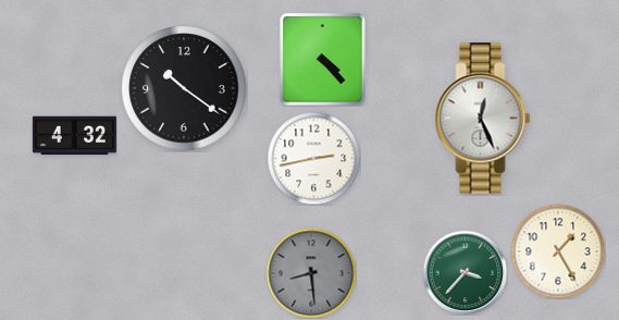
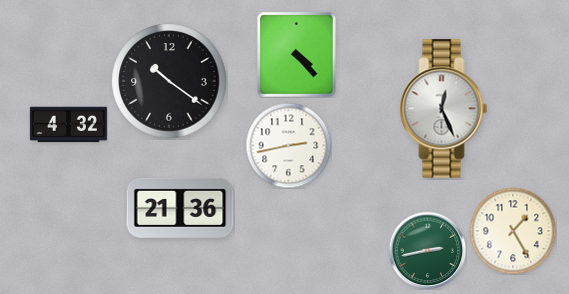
clock at (180, 208): none -> 21:36
clock at (465, 272): 3:37 -> 2:43
clock at (311, 273): 8:29 -> none
